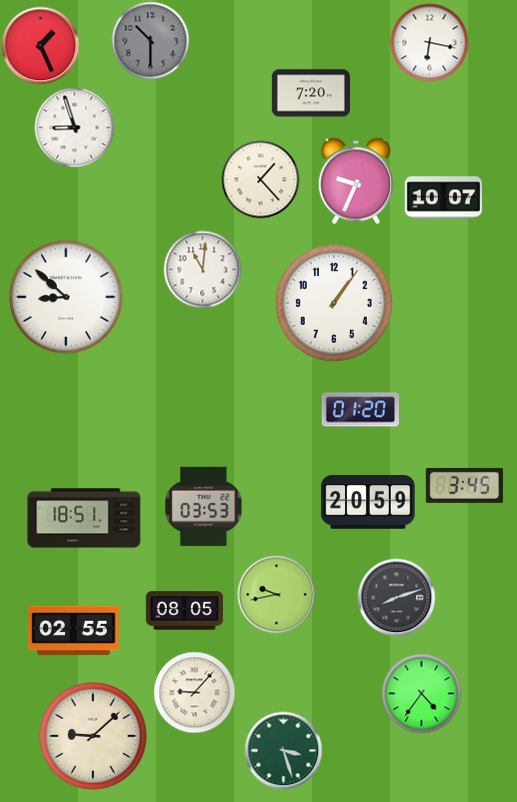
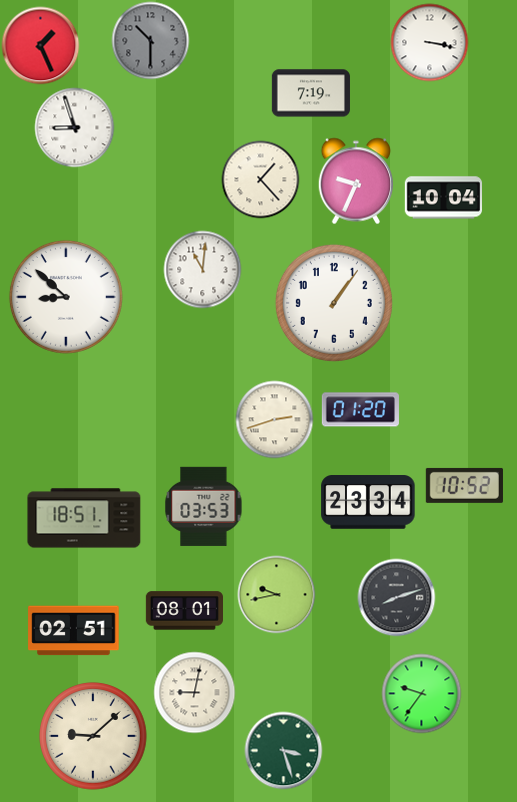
clock at (429, 42): 6:17 -> 3:17
clock at (311, 93): 7:20 -> 7:19
clock at (443, 198): 10:07 -> 10:04
clock at (274, 419): none -> 2:42
clock at (464, 485): 3:45 -> 10:52
clock at (368, 503): 20:59 -> 23:34
clock at (184, 611): 08:05 -> 08:01
clock at (74, 631): 02:55 -> 02:51
clock at (194, 692): 9:07 -> 9:02
clock at (421, 693): 4:36 -> 9:36
